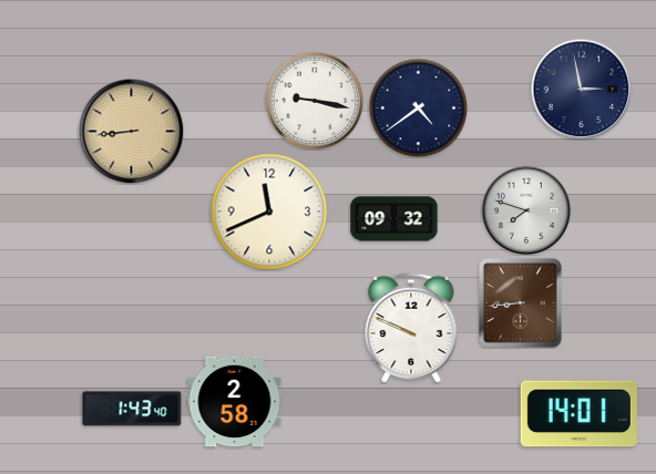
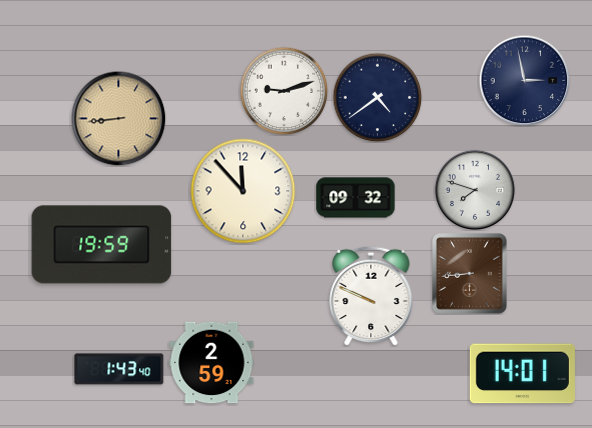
clock at (315, 101): 9:17 -> 9:12
clock at (269, 212): 11:41 -> 11:53
clock at (102, 245): none -> 19:59
clock at (235, 402): 2:58 -> 2:59
